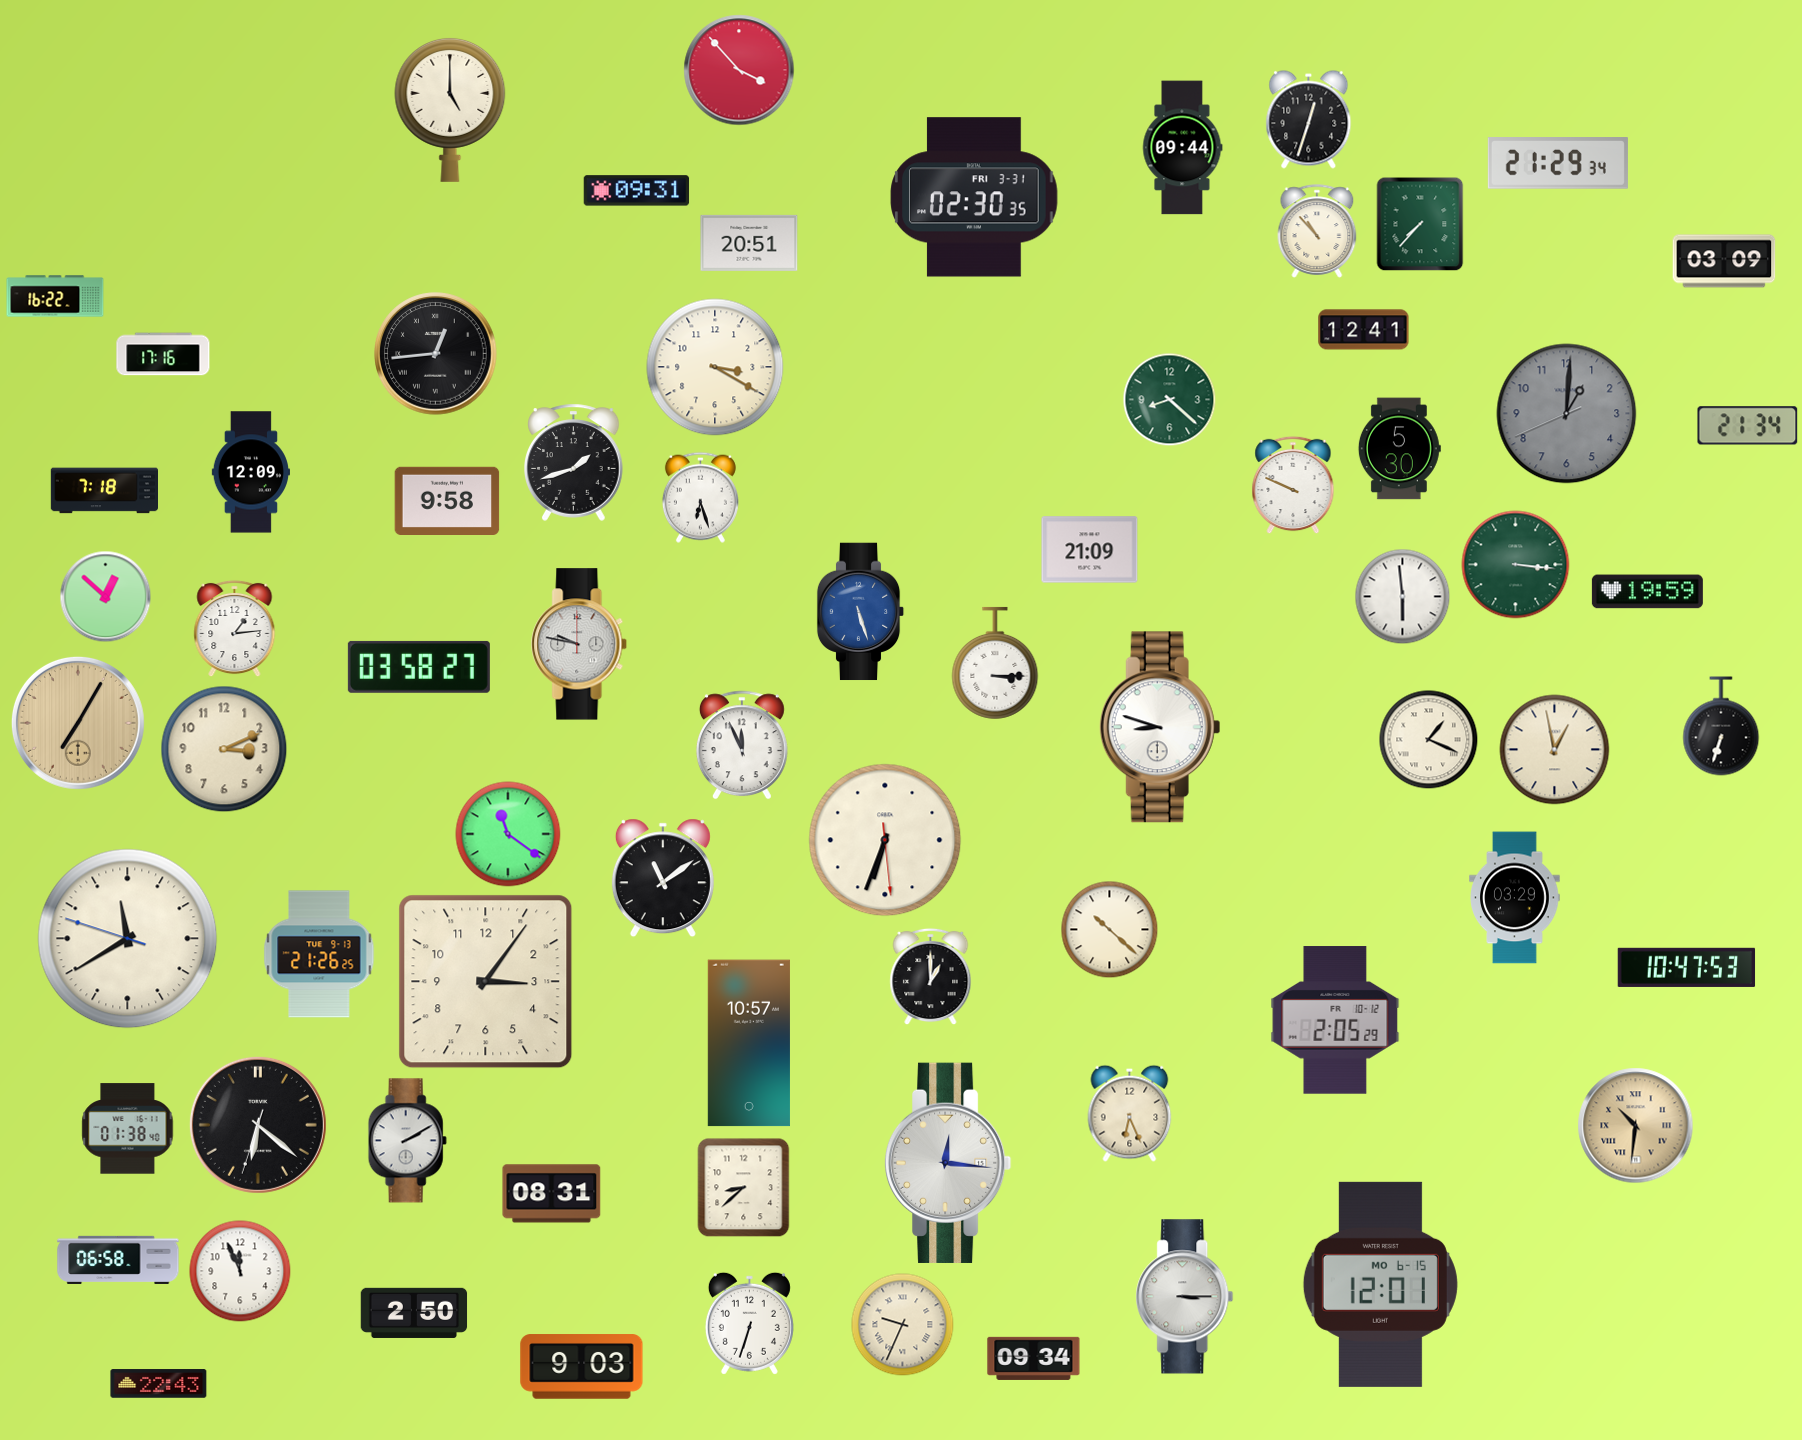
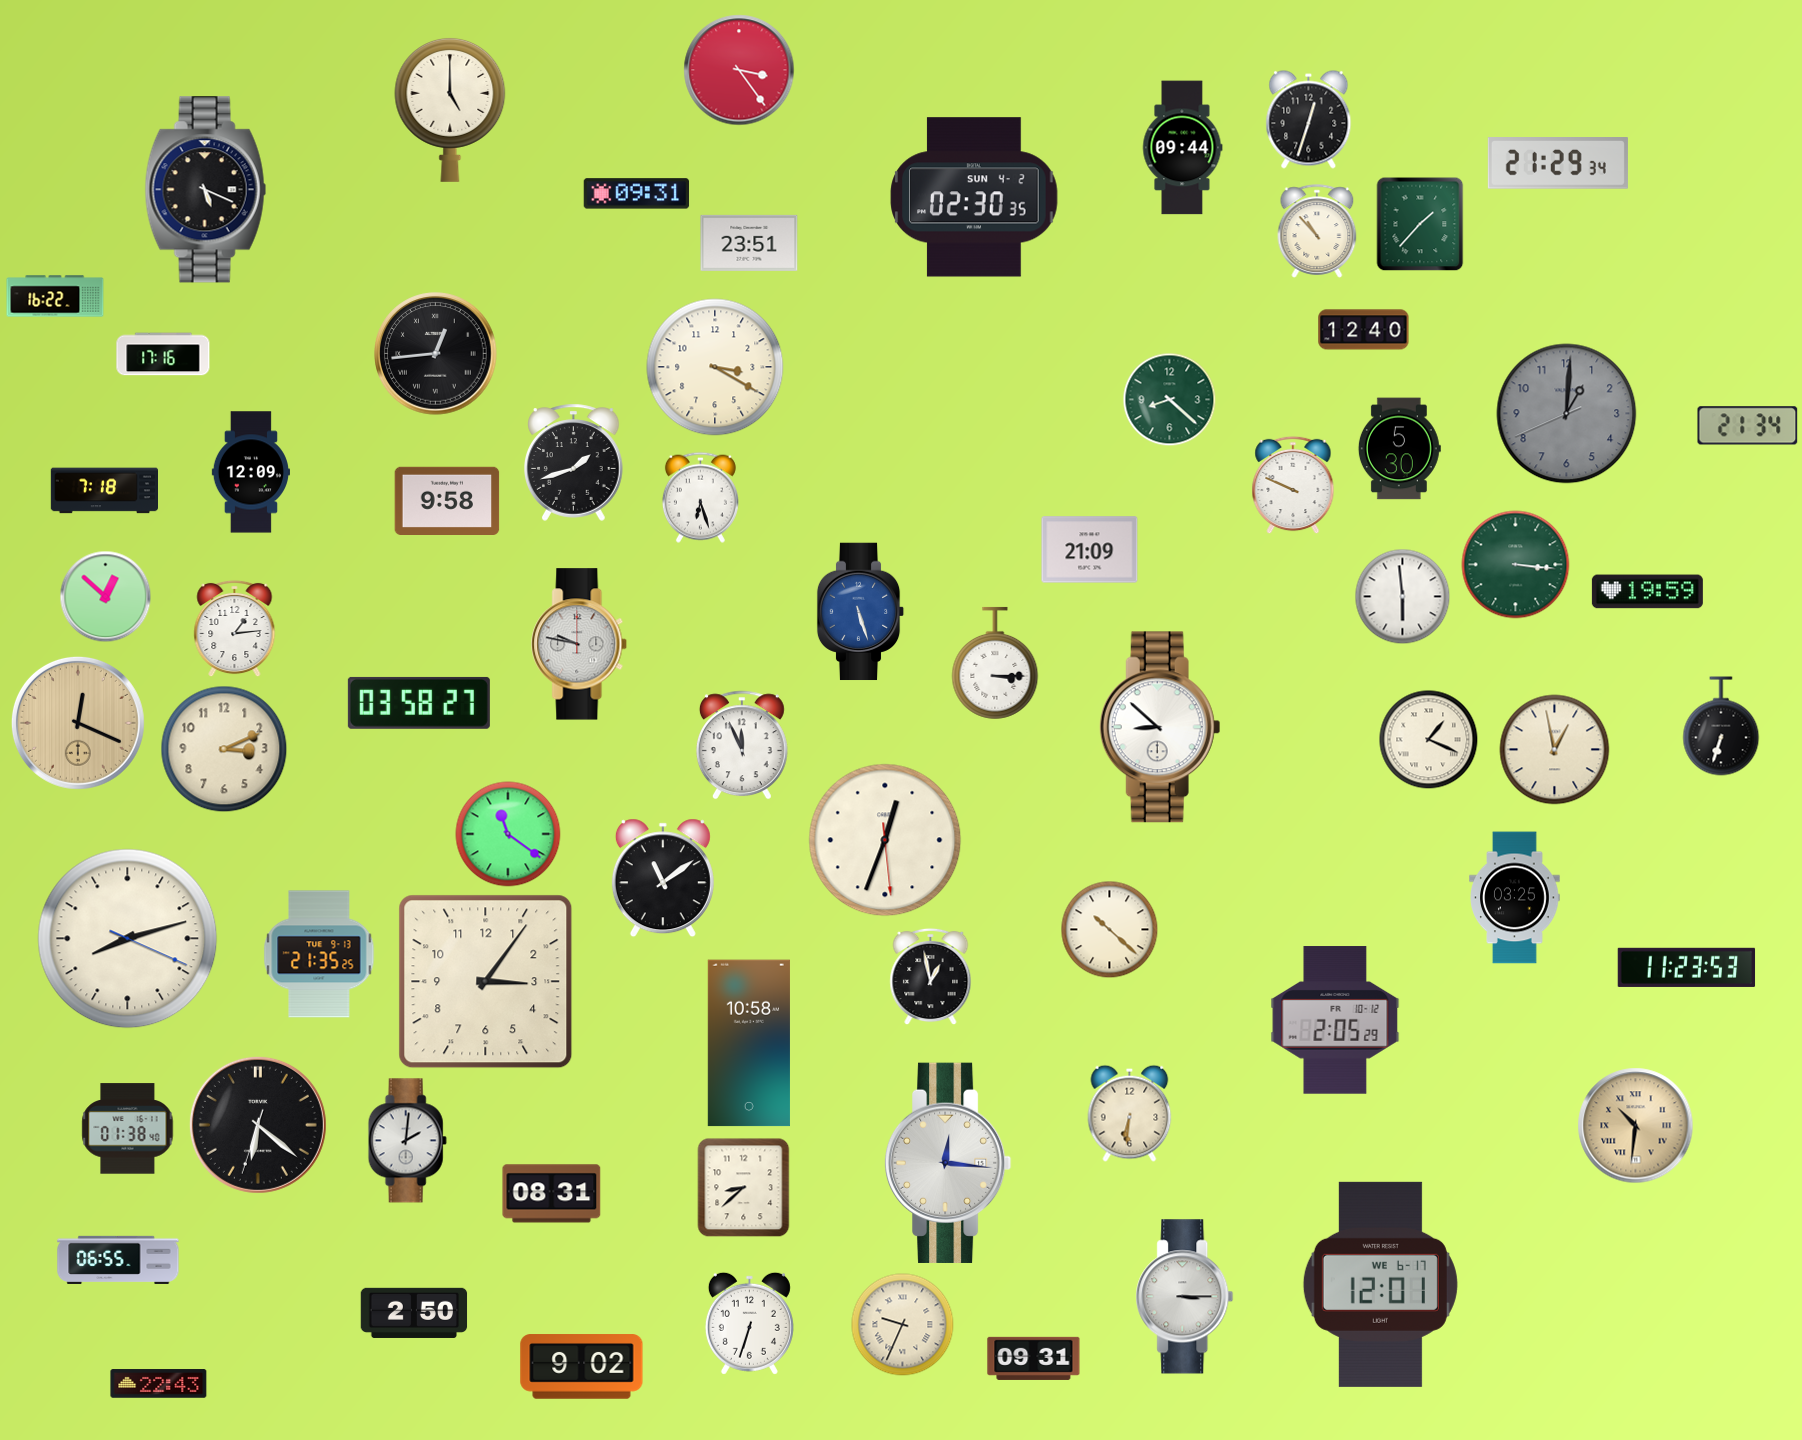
clock at (739, 70): 3:53 -> 3:24
clock at (206, 190): none -> 5:19
clock at (637, 191) position: (637, 191) -> (637, 194)
clock at (974, 197) date: FRI 3-31 -> SUN 4-2
clock at (1420, 224): 7:37 -> 1:37
clock at (749, 243): 20:51 -> 23:51
clock at (1724, 261): 03:09 -> none
clock at (1364, 330): 12:41 -> 12:40
clock at (419, 667) position: (419, 667) -> (419, 703)
clock at (78, 723): 7:05 -> 12:19
clock at (1160, 727): 8:48 -> 8:52
clock at (885, 840): 6:33 -> 12:33
clock at (1515, 898): 03:29 -> 03:25
clock at (128, 939): 11:39 -> 8:12
clock at (319, 954): 21:26 -> 21:35
clock at (1687, 967): 10:47 -> 11:23
clock at (931, 977): 1:00 -> 12:58
clock at (749, 1043): 10:57 -> 10:58
clock at (1130, 1113): 6:26 -> 6:31
clock at (407, 1141): 2:10 -> 2:01
clock at (118, 1260): 06:58 -> 06:55
clock at (240, 1271): 11:56 -> none
clock at (1380, 1284) date: MO 6-15 -> WE 6-17
clock at (1034, 1358): 09:34 -> 09:31
clock at (582, 1367): 9:03 -> 9:02
